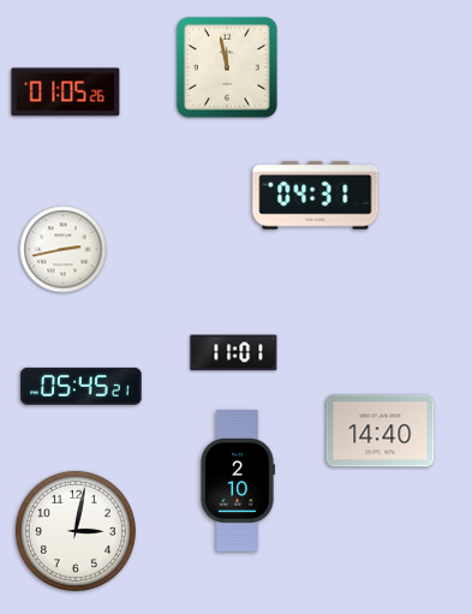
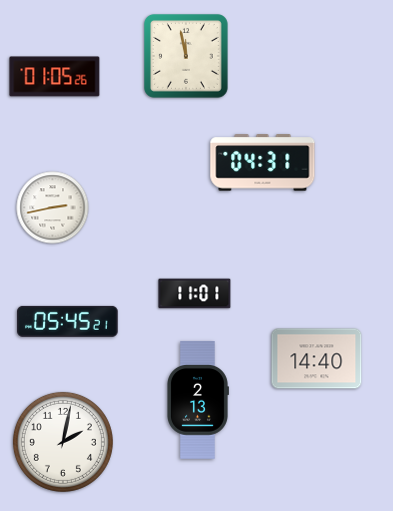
clock at (228, 68) position: (228, 68) -> (187, 57)
clock at (238, 481): 2:10 -> 2:13
clock at (76, 531): 3:02 -> 2:02
